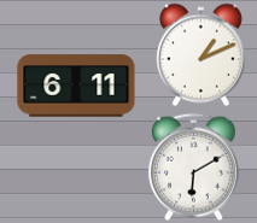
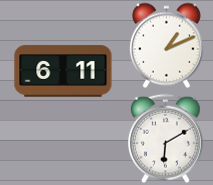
clock at (193, 166) position: (193, 166) -> (165, 138)
